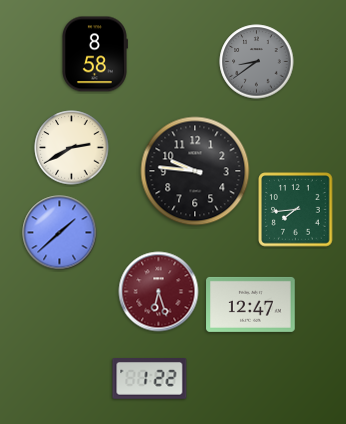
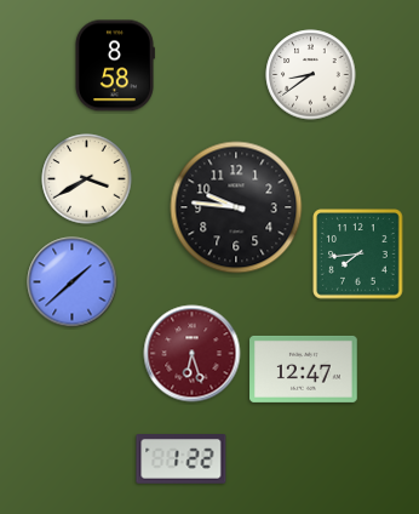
clock at (257, 62) dial: grey -> white
clock at (72, 148): 2:40 -> 3:40
